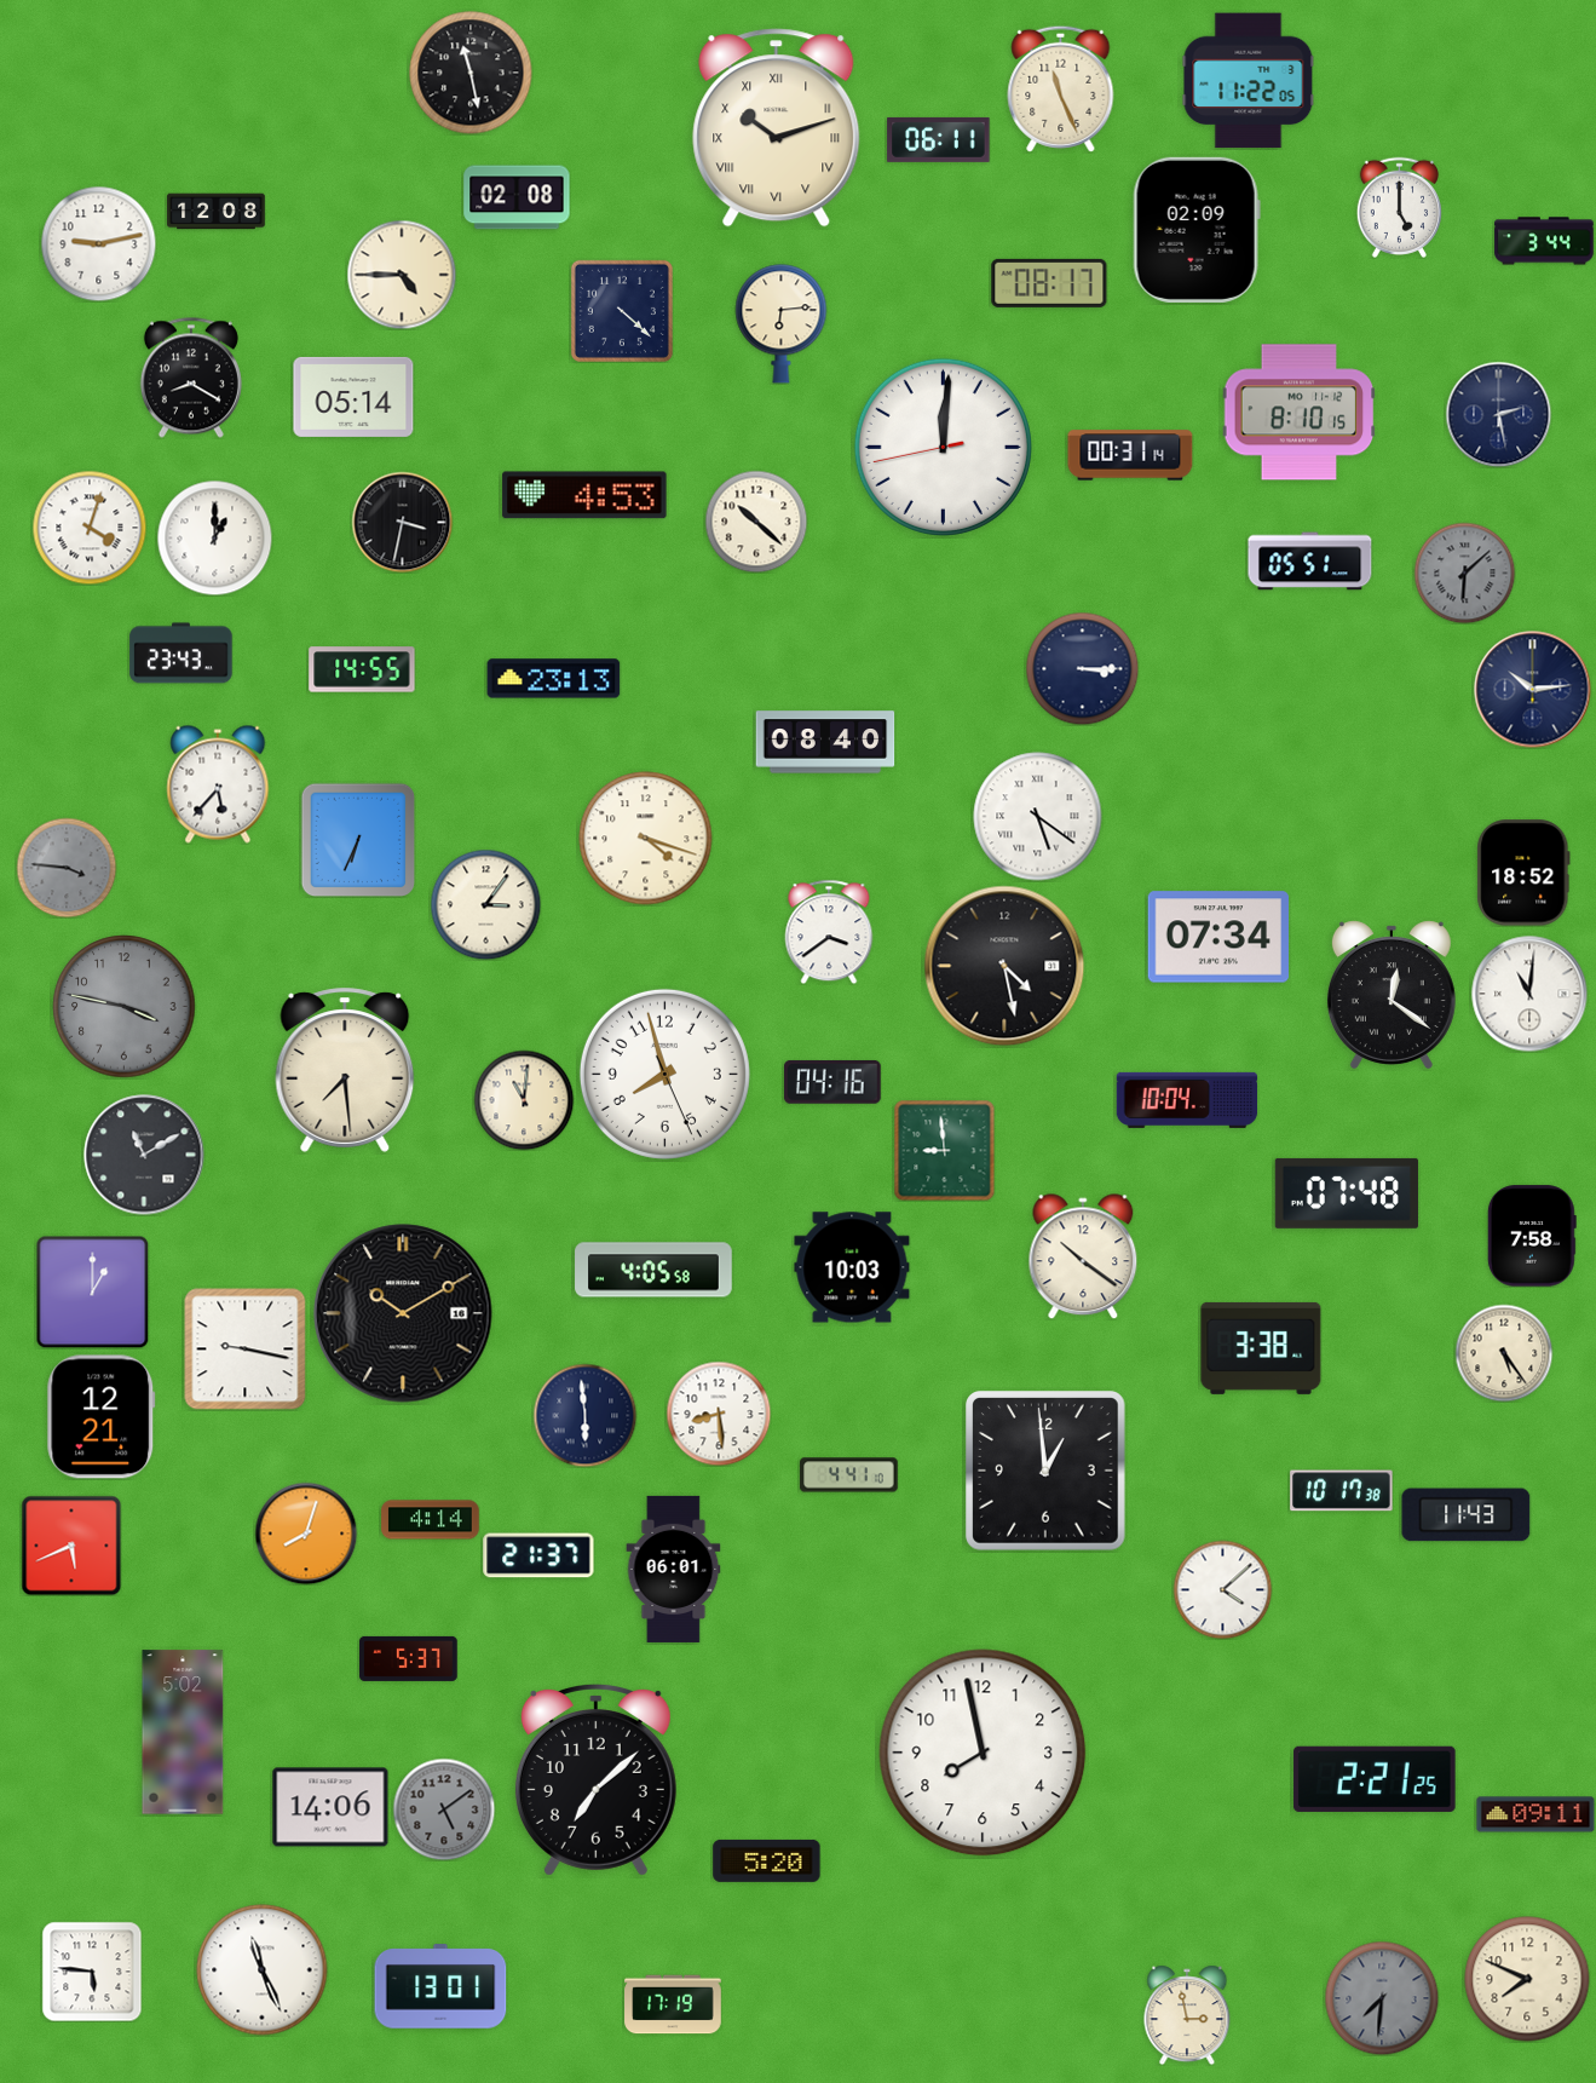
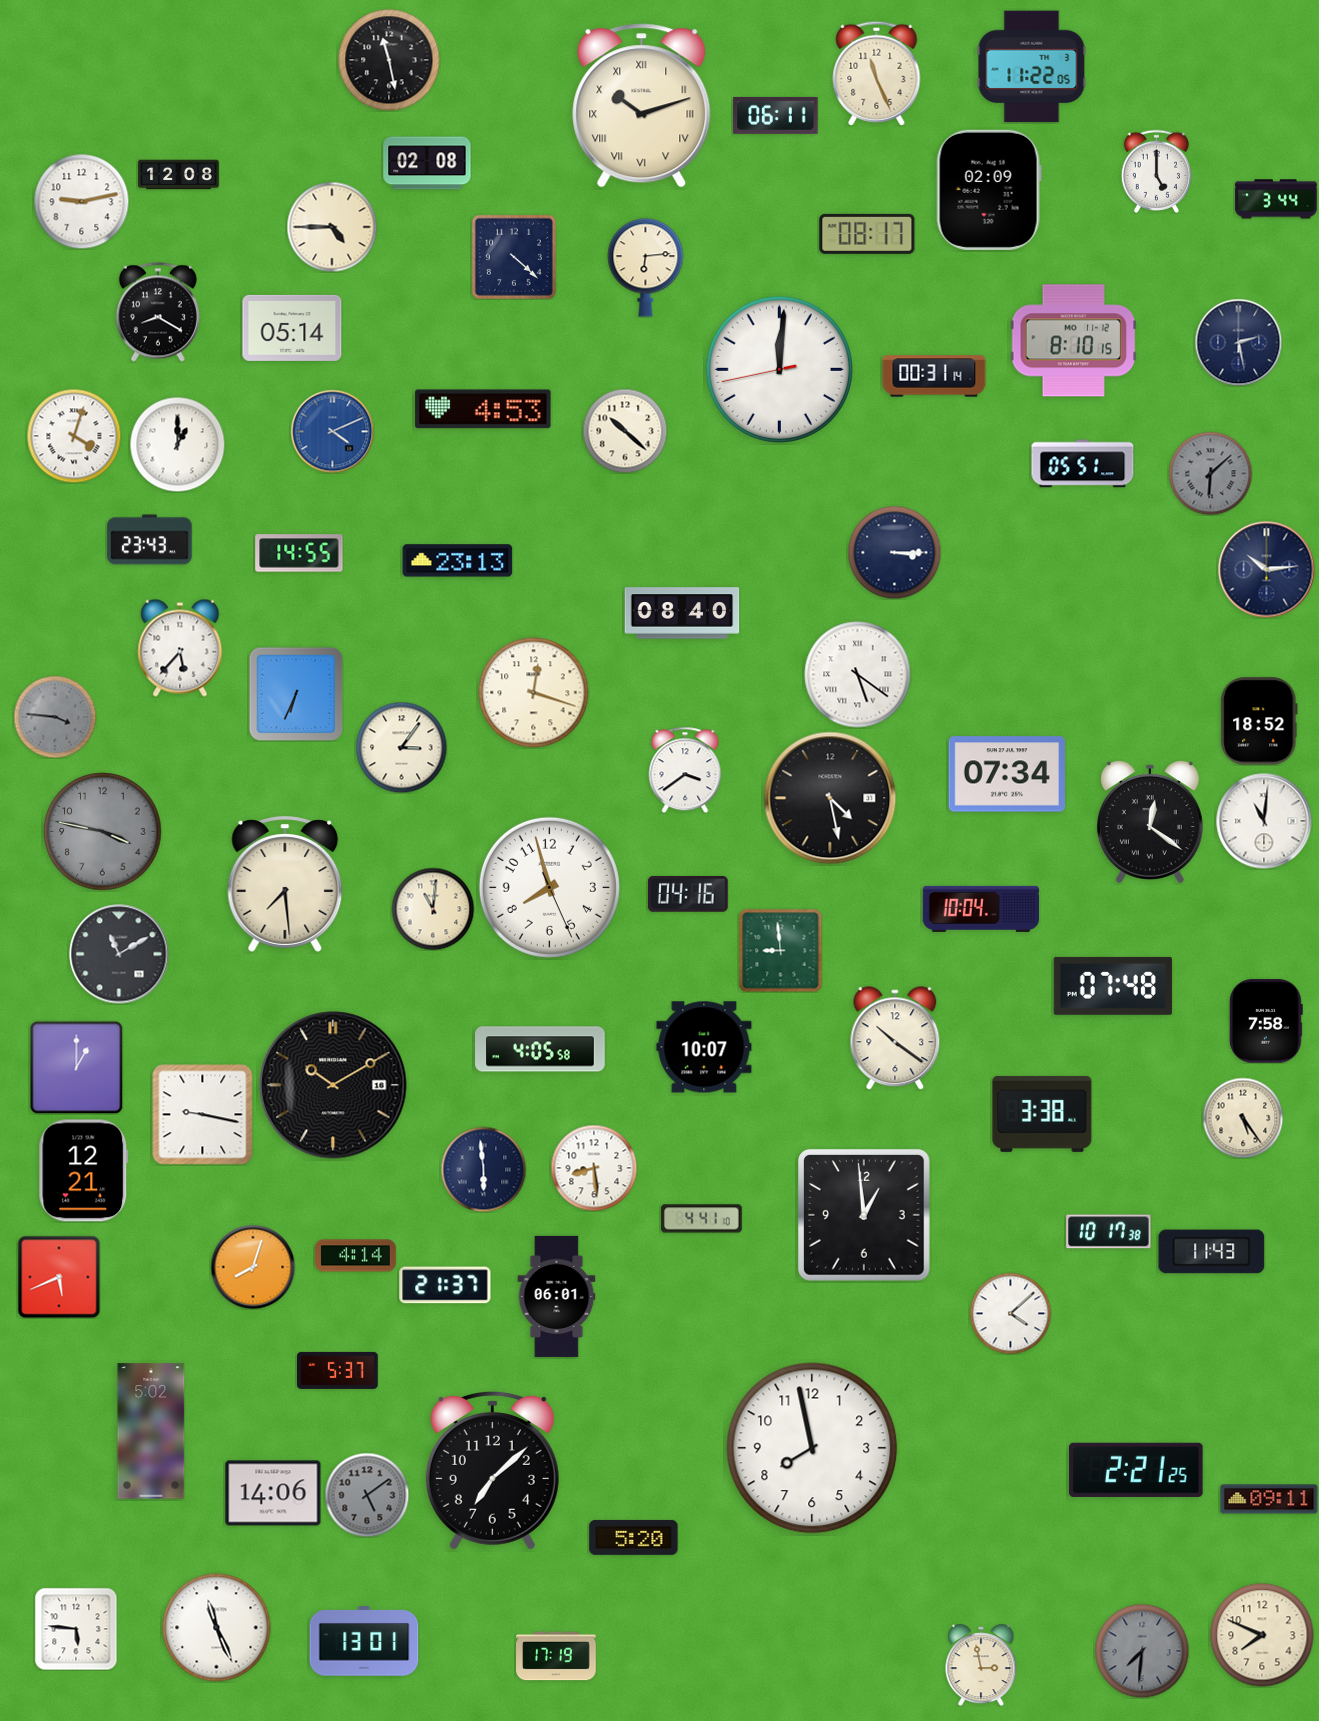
clock at (402, 522): 3:32 -> 4:11
clock at (402, 522) dial: black -> blue
clock at (646, 839): 4:18 -> 12:18
clock at (852, 1267): 10:03 -> 10:07
